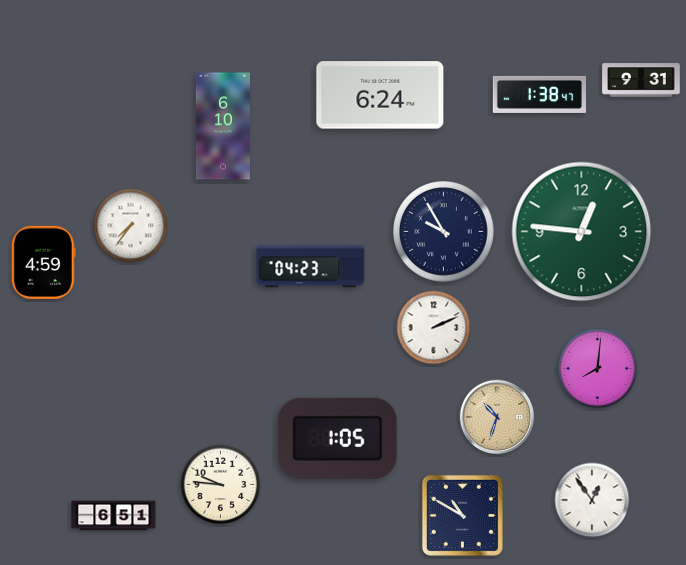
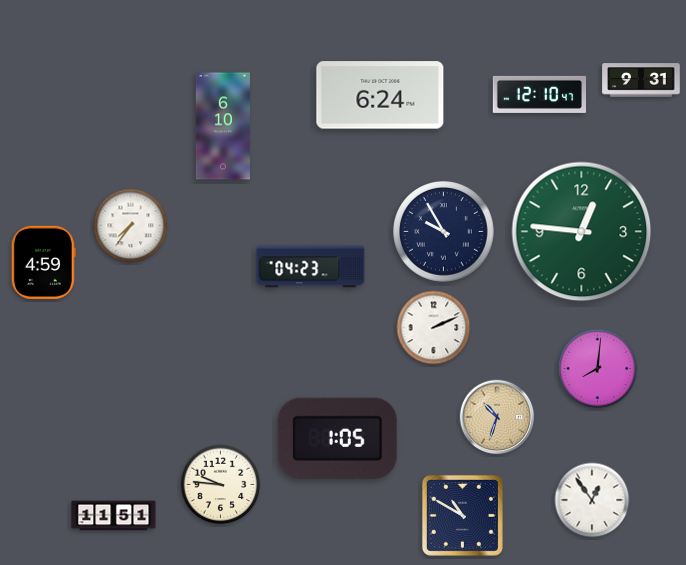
clock at (540, 94): 1:38 -> 12:10
clock at (114, 516): 6:51 -> 11:51
